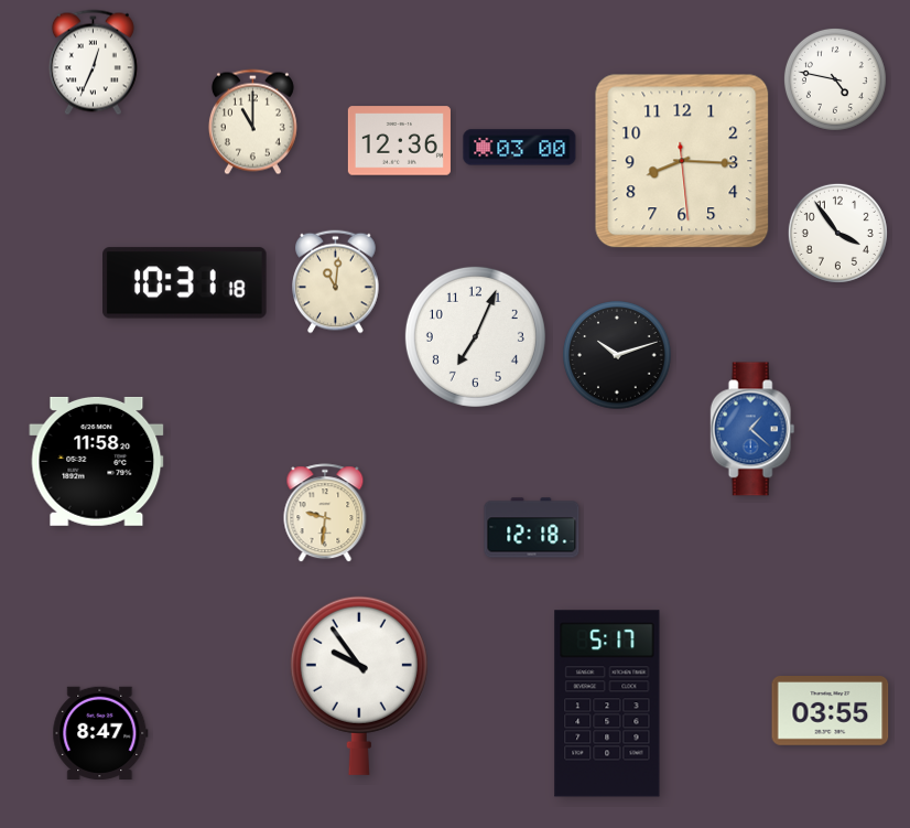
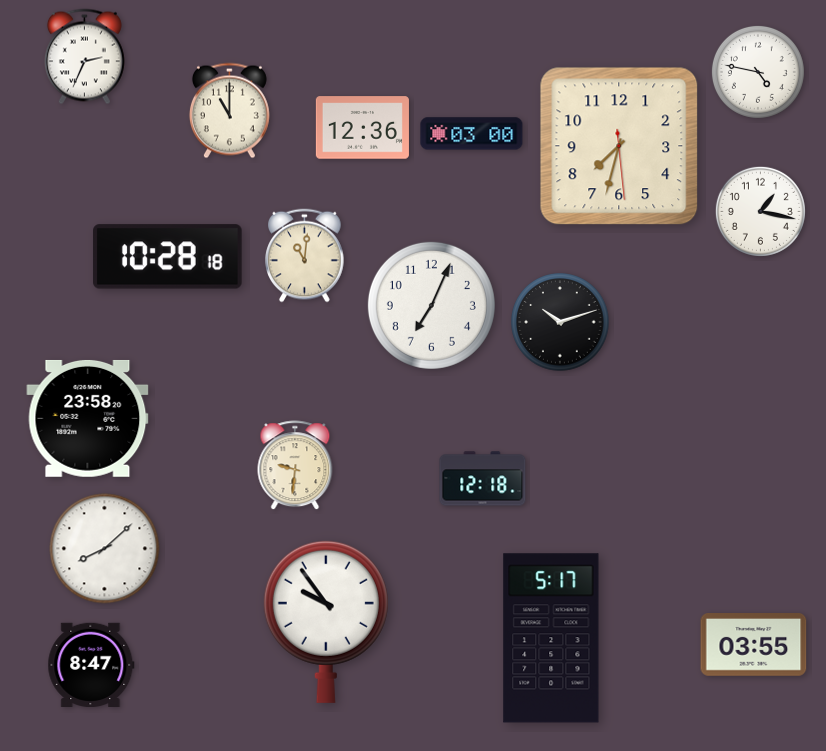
clock at (93, 63): 12:34 -> 2:34
clock at (682, 161): 8:15 -> 7:32
clock at (837, 233): 3:54 -> 1:17
clock at (185, 283): 10:31 -> 10:28
clock at (752, 429): 1:22 -> none
clock at (97, 461): 11:58 -> 23:58
clock at (105, 549): none -> 8:08
